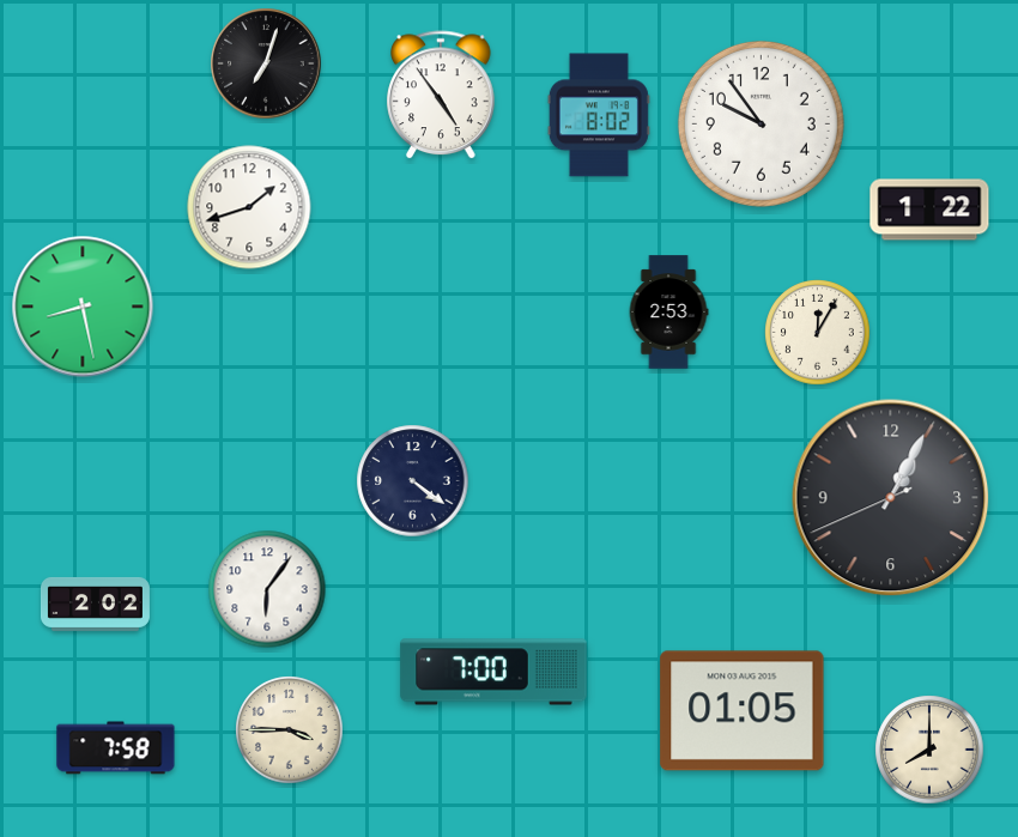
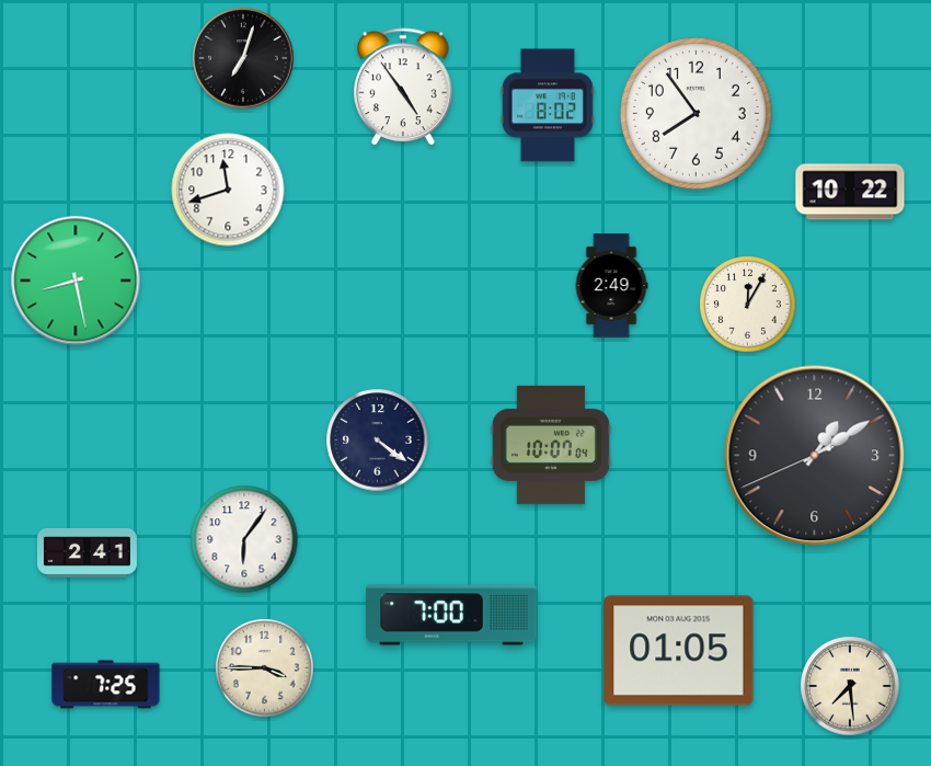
clock at (761, 123): 9:54 -> 7:54
clock at (249, 207): 1:42 -> 11:42
clock at (929, 210): 1:22 -> 10:22
clock at (668, 313): 2:53 -> 2:49
clock at (551, 445): none -> 10:07
clock at (891, 498): 1:04 -> 1:09
clock at (95, 604): 2:02 -> 2:41
clock at (116, 748): 7:58 -> 7:25
clock at (929, 750): 8:00 -> 7:29
